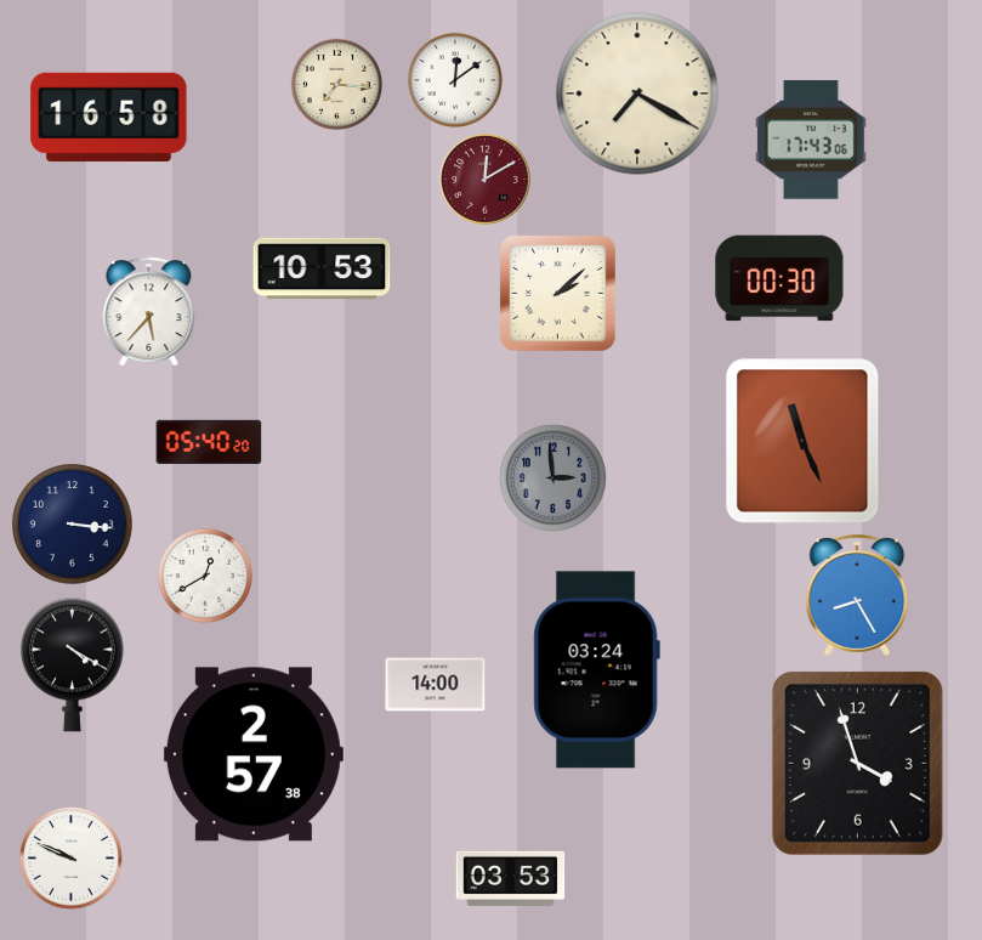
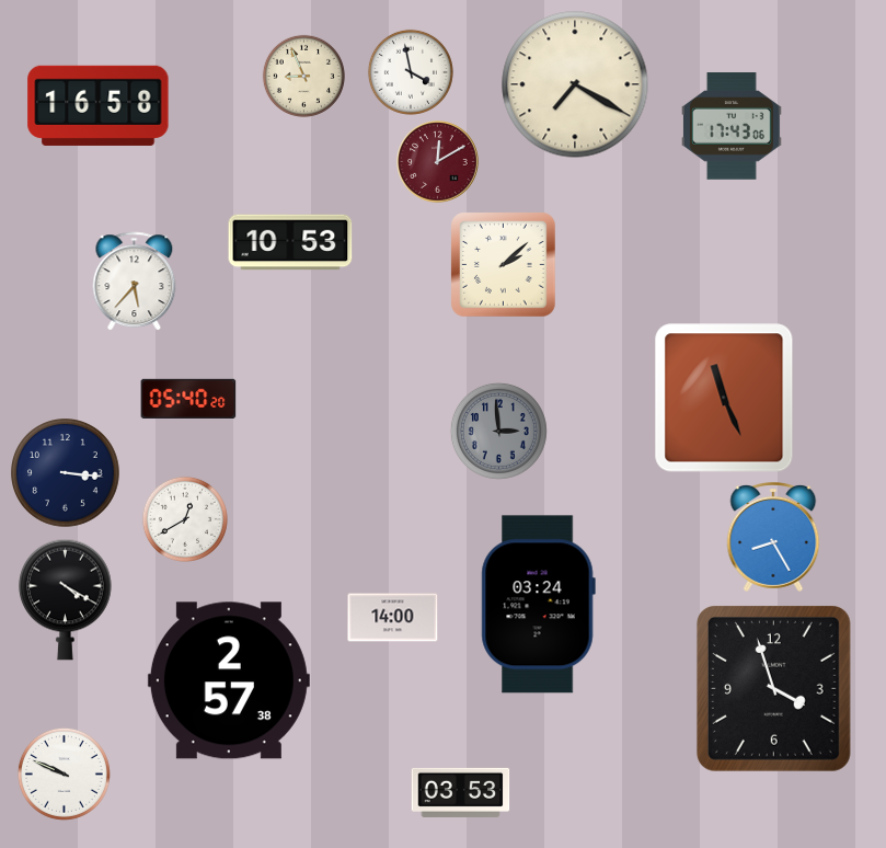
clock at (455, 80): 12:09 -> 3:58
clock at (336, 84): 7:16 -> 8:56
clock at (779, 278): 00:30 -> none
